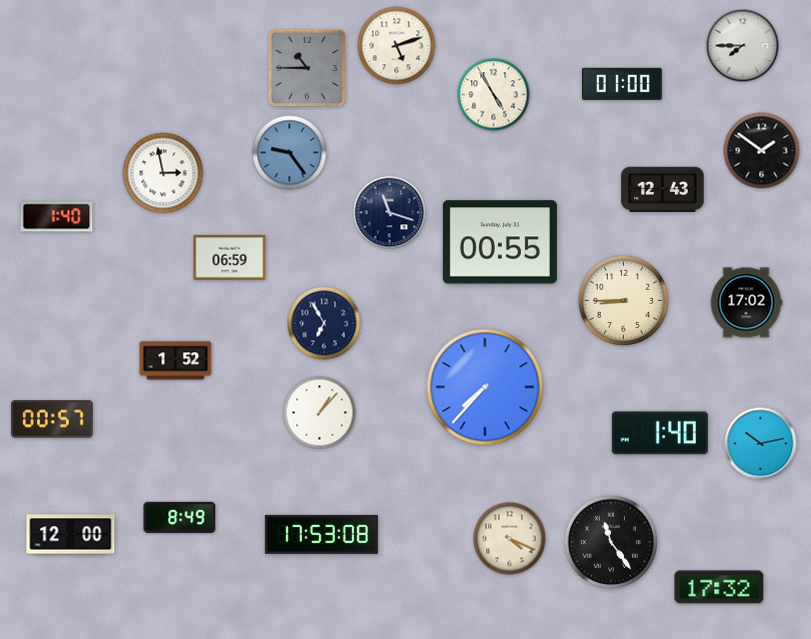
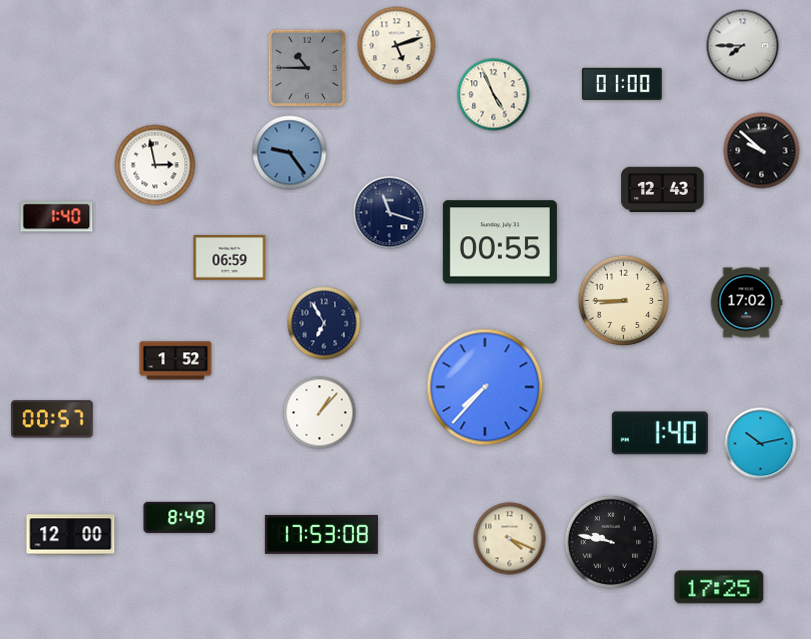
clock at (494, 95): 4:55 -> 4:56
clock at (762, 151): 1:51 -> 9:52
clock at (163, 173) position: (163, 173) -> (155, 165)
clock at (610, 541): 11:24 -> 9:47
clock at (719, 587): 17:32 -> 17:25
